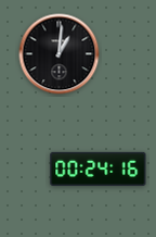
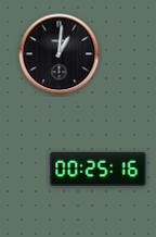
clock at (99, 169): 00:24 -> 00:25
